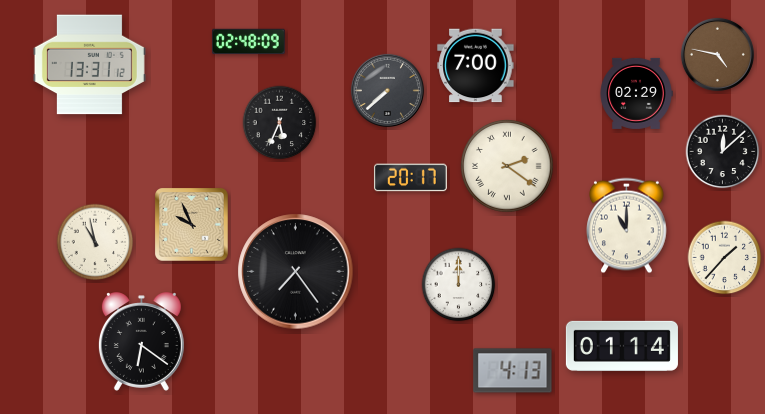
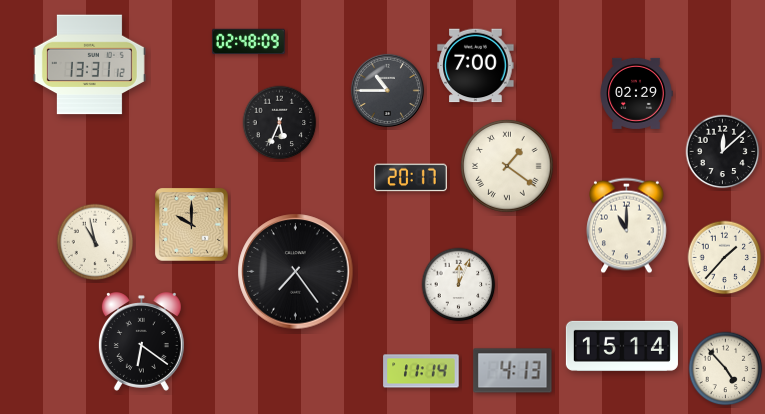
clock at (717, 54): 4:47 -> none
clock at (387, 90): 7:38 -> 10:45
clock at (507, 166): 2:21 -> 1:21
clock at (192, 225): 9:56 -> 10:00
clock at (459, 285): 12:00 -> 12:04
clock at (622, 346): 01:14 -> 15:14
clock at (726, 369): none -> 4:53
clock at (421, 371): none -> 11:14
